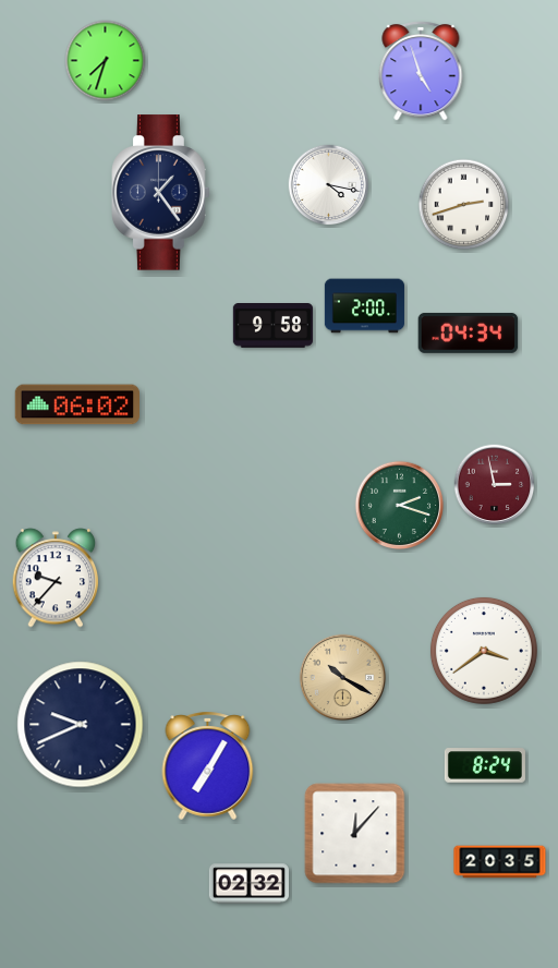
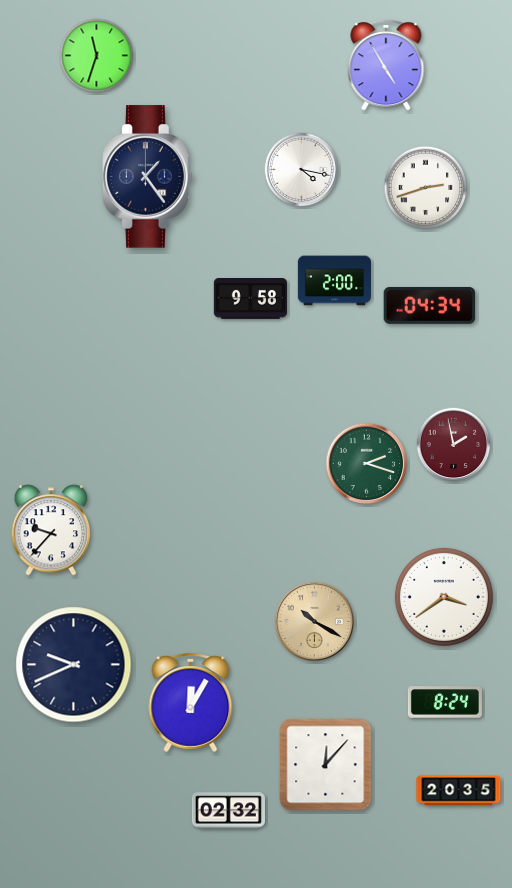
clock at (106, 61): 7:33 -> 11:33
clock at (421, 71): 4:57 -> 4:55
clock at (76, 404): 06:02 -> none
clock at (495, 485): 2:58 -> 1:58
clock at (208, 765): 7:05 -> 12:05
